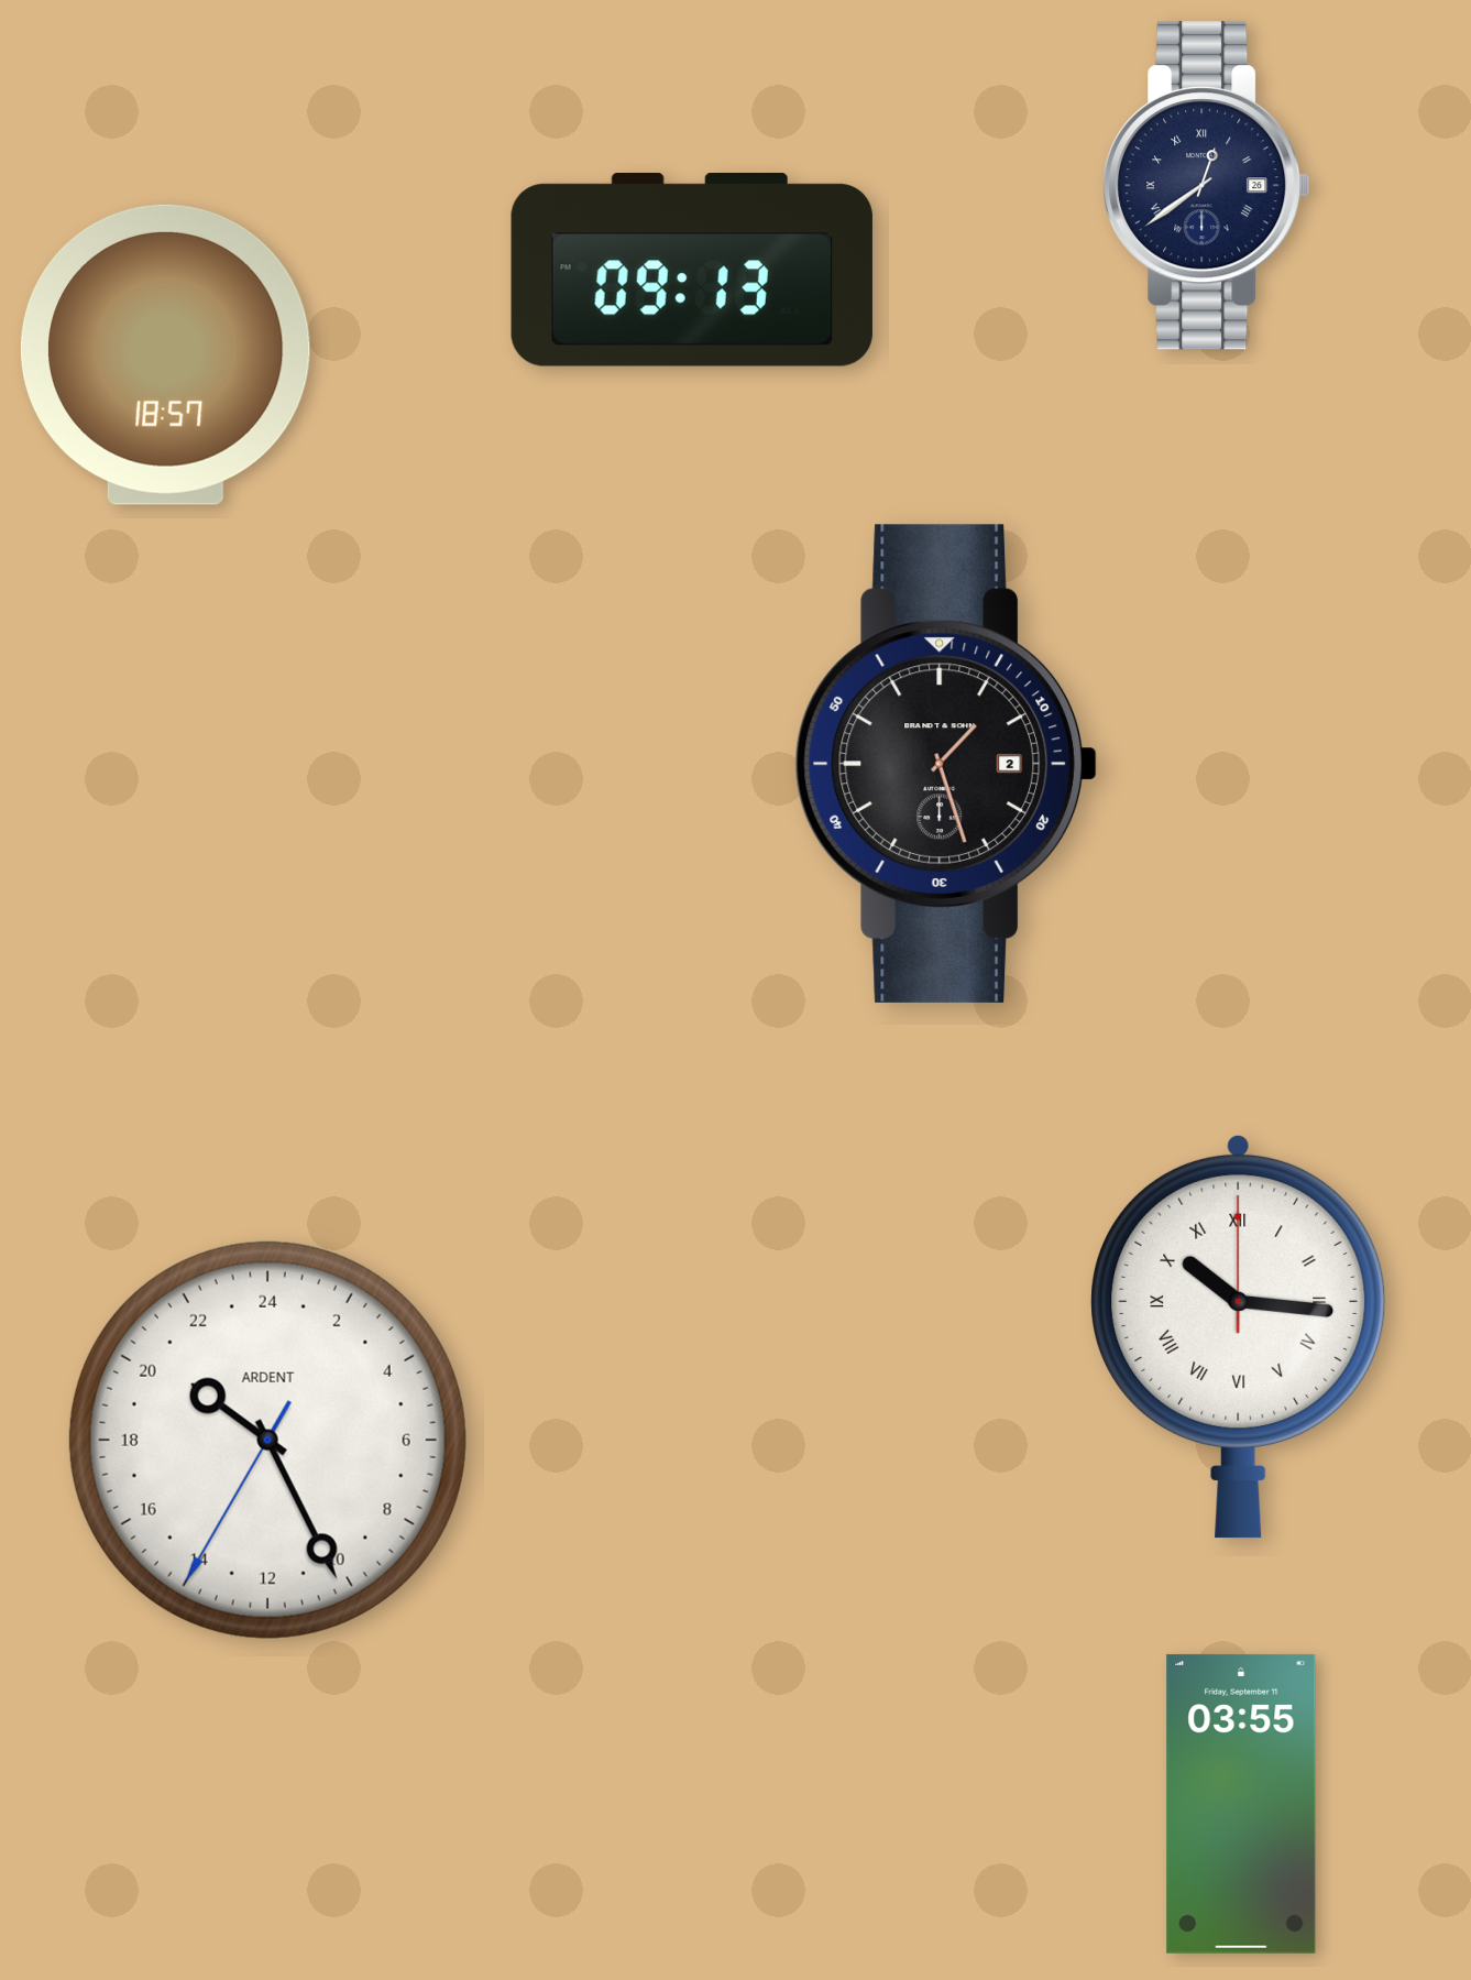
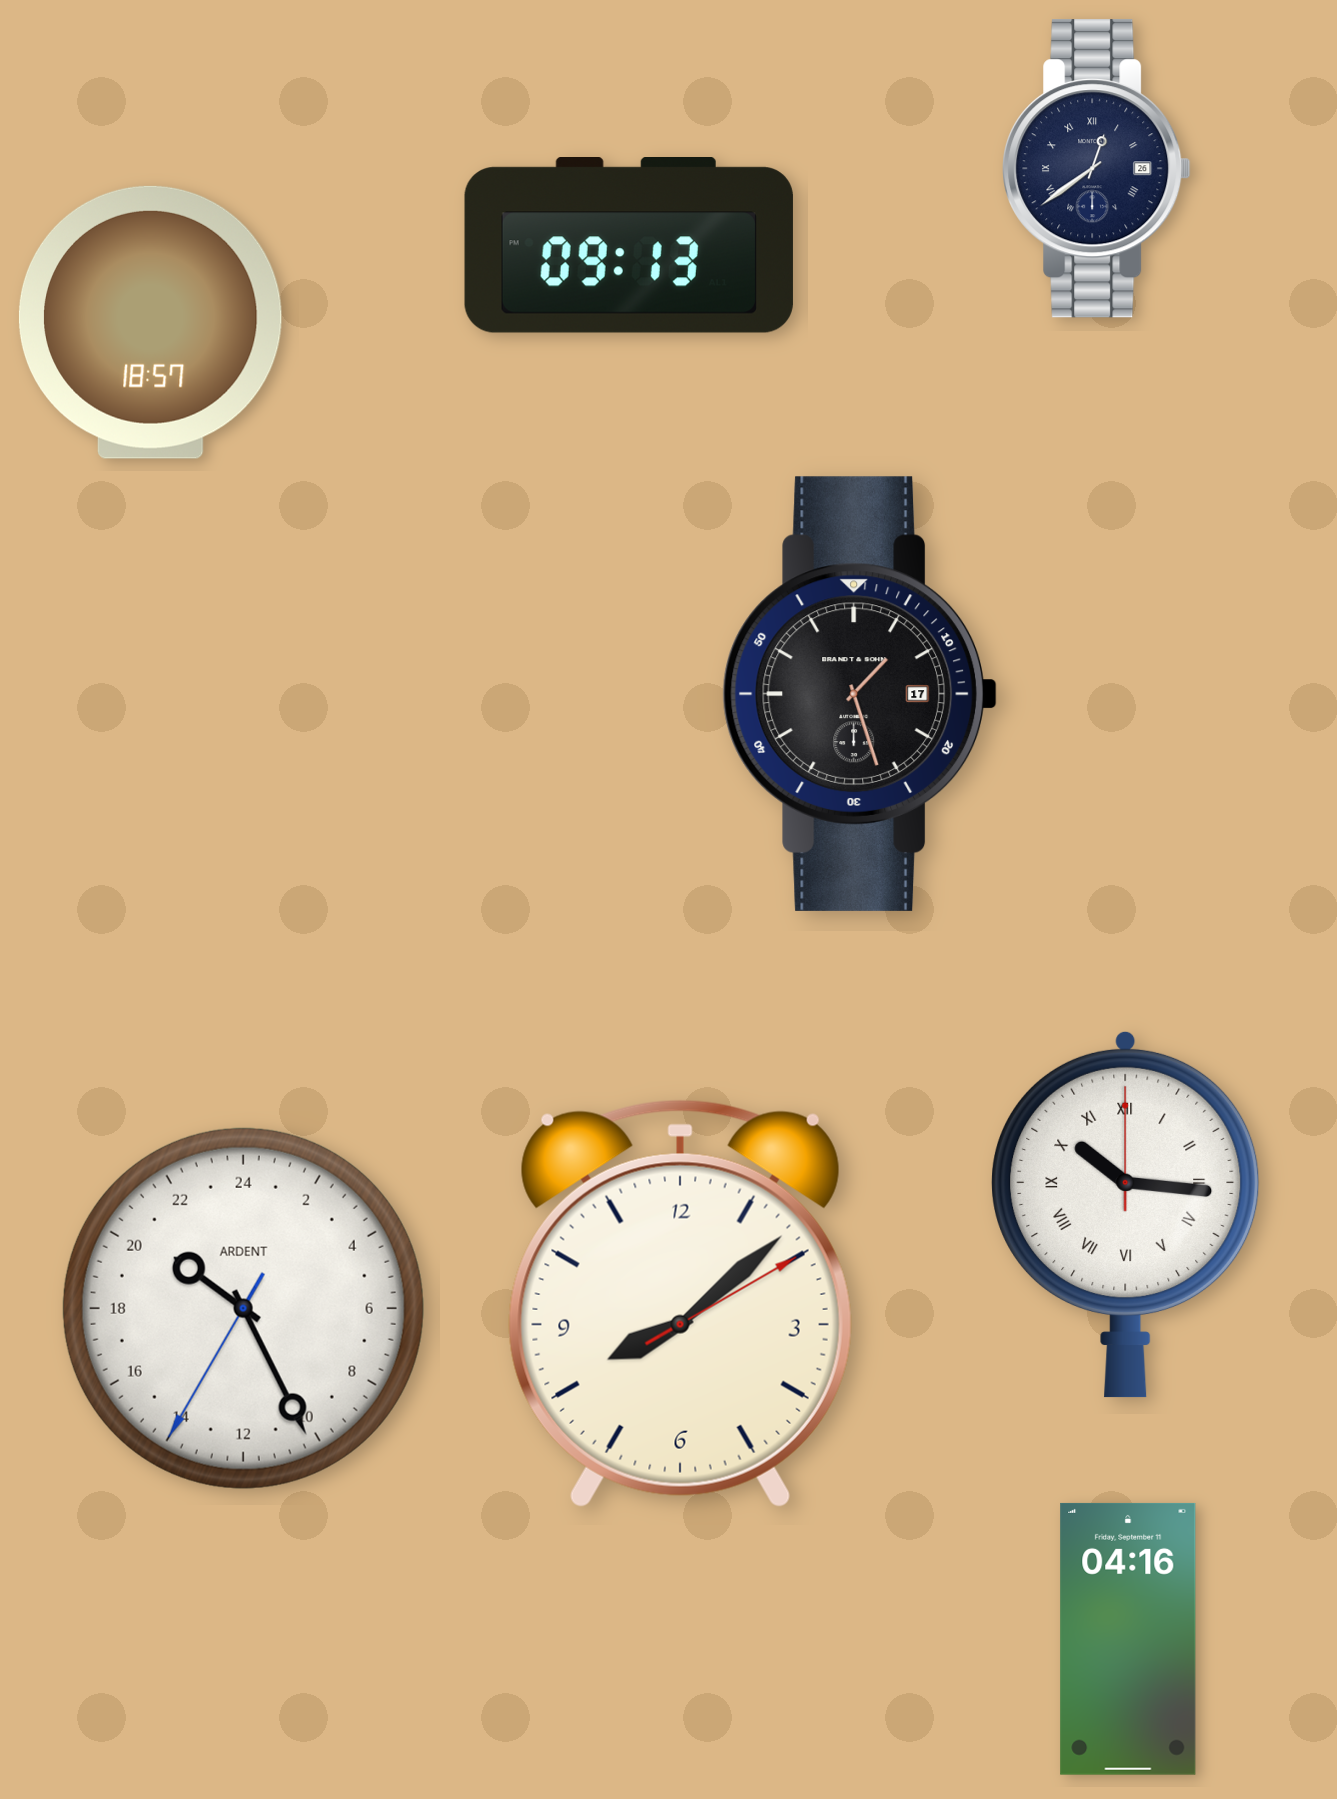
clock at (946, 764) date: 2 -> 17
clock at (680, 1303): none -> 8:08
clock at (1241, 1804): 03:55 -> 04:16
